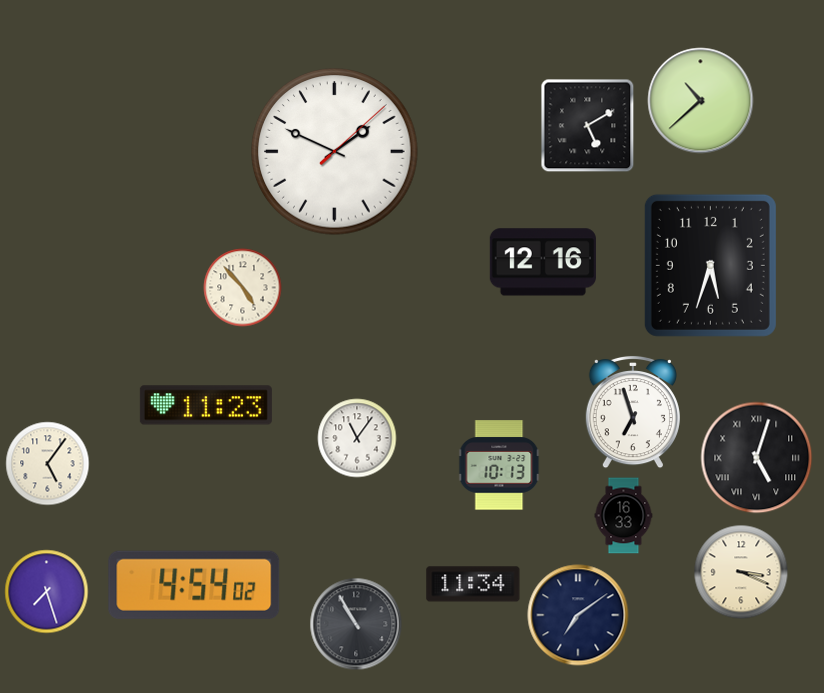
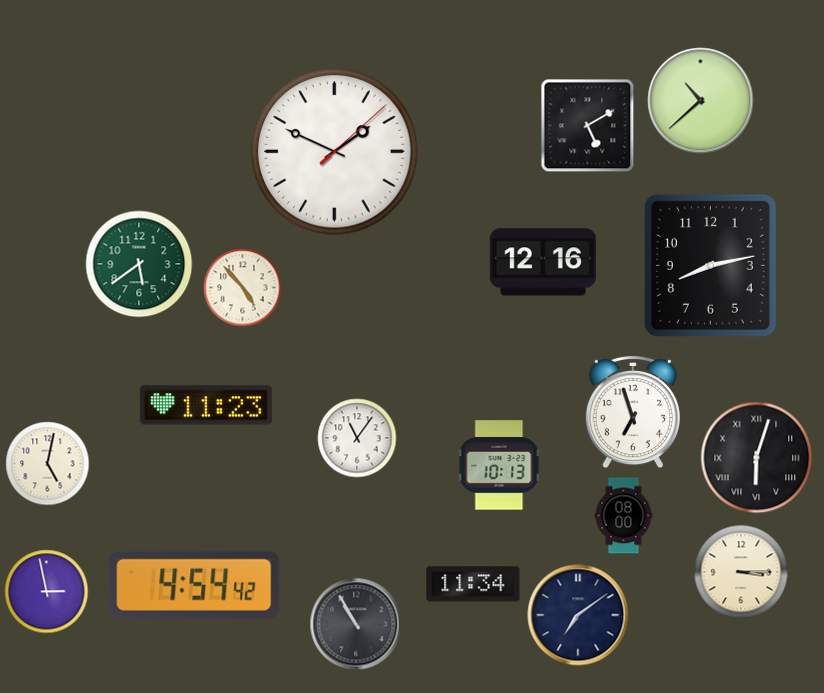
clock at (139, 264): none -> 5:39
clock at (710, 265): 5:33 -> 8:13
clock at (757, 458): 5:03 -> 6:03
clock at (48, 464): 5:06 -> 5:02
clock at (624, 516): 16:33 -> 08:00
clock at (741, 572): 3:19 -> 3:15
clock at (194, 585): 4:54:02 -> 4:54:42
clock at (47, 592): 7:27 -> 2:58
